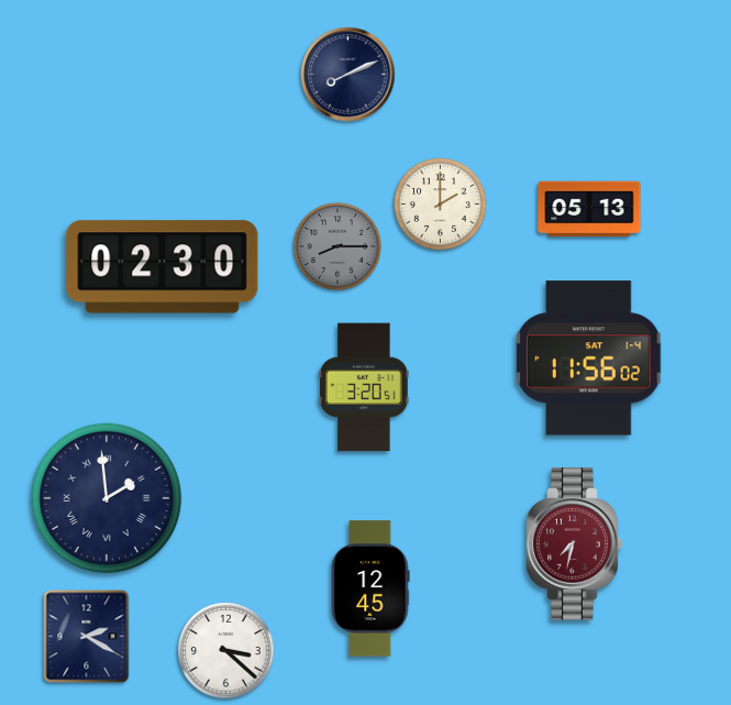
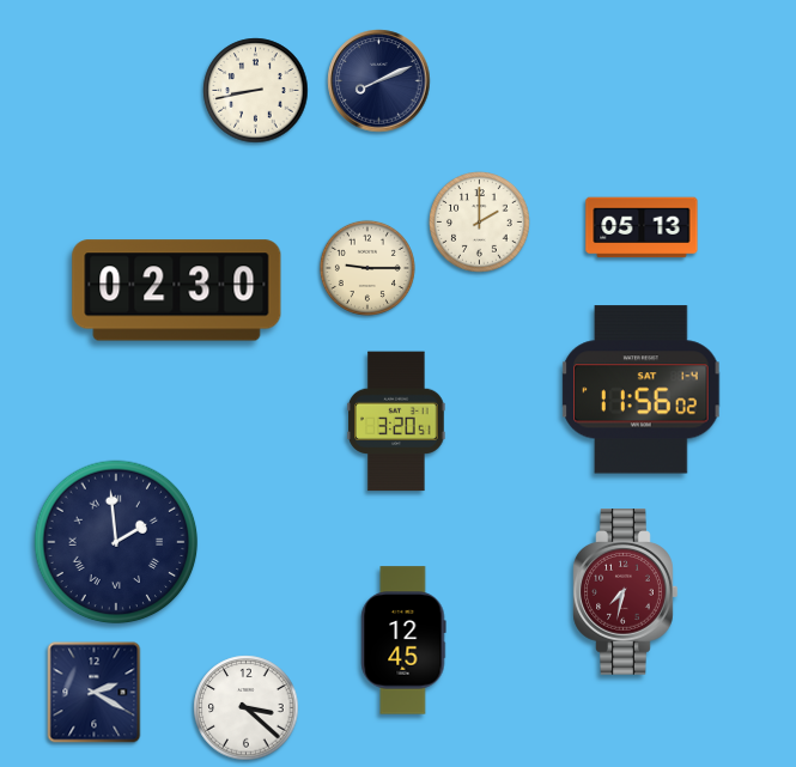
clock at (256, 91): none -> 8:43
clock at (337, 246): 8:15 -> 9:15
clock at (337, 246) dial: grey -> cream
